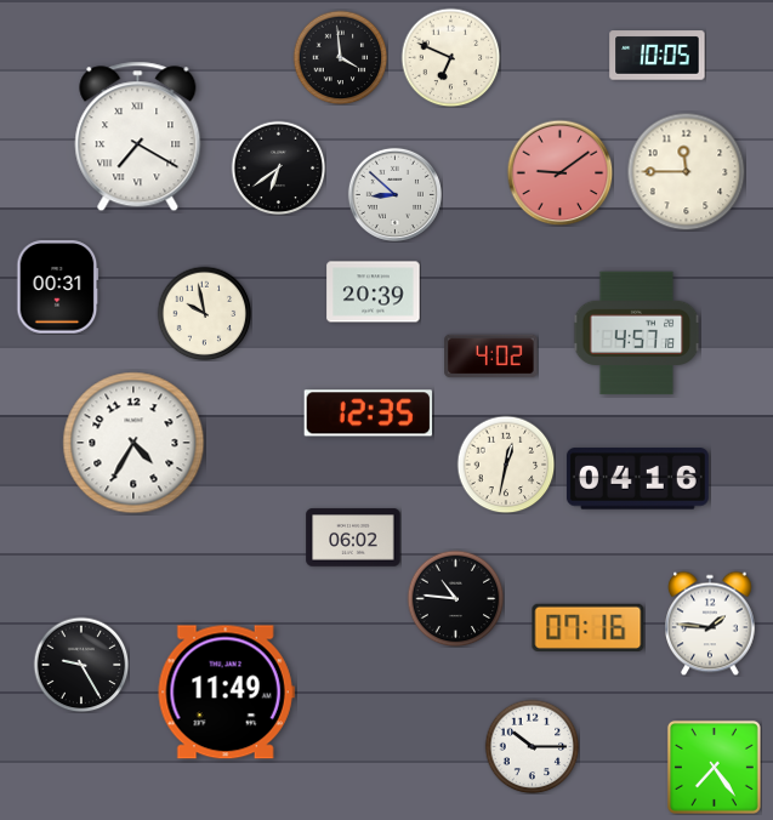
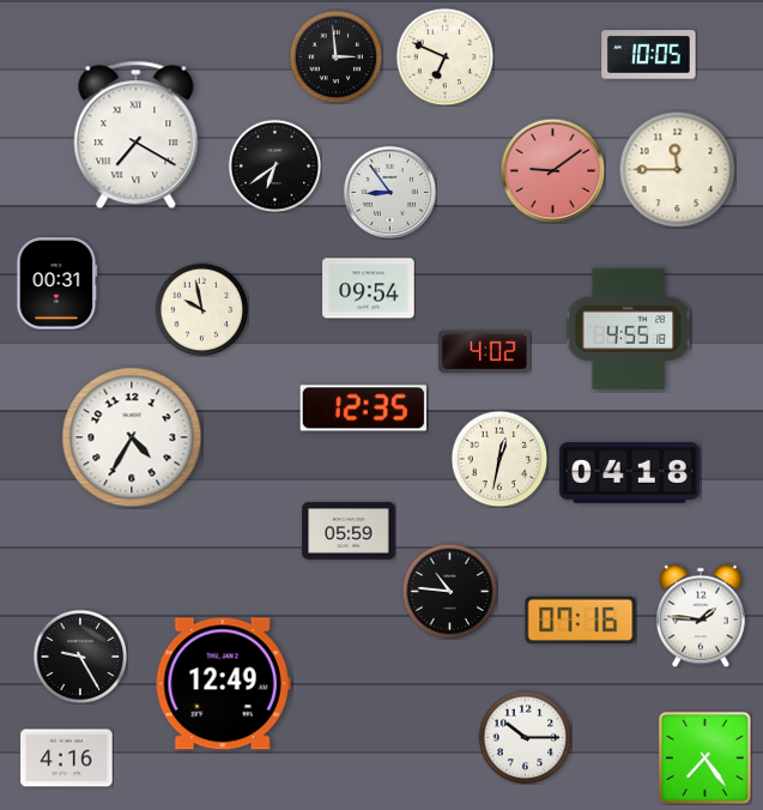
clock at (340, 57): 3:59 -> 2:59
clock at (394, 194): 8:52 -> 8:54
clock at (374, 292): 20:39 -> 09:54
clock at (637, 334): 4:57 -> 4:55
clock at (637, 479): 04:16 -> 04:18
clock at (353, 537): 06:02 -> 05:59
clock at (226, 693): 11:49 -> 12:49
clock at (67, 758): none -> 4:16
